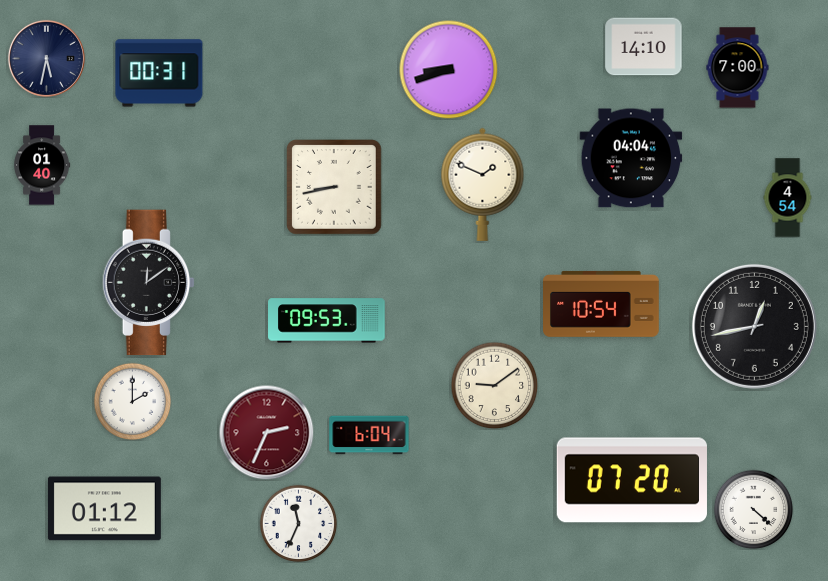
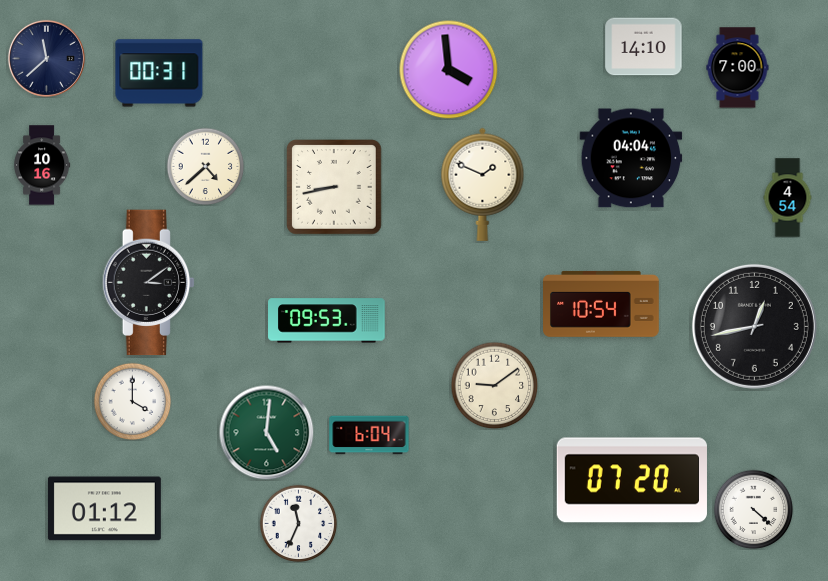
clock at (46, 58): 5:32 -> 11:38
clock at (449, 70): 8:42 -> 3:59
clock at (42, 165): 01:40 -> 10:16
clock at (205, 166): none -> 4:38
clock at (148, 283): 12:09 -> 3:09
clock at (132, 401): 2:00 -> 4:00
clock at (266, 432): 2:34 -> 5:01
clock at (266, 432) dial: burgundy -> green
